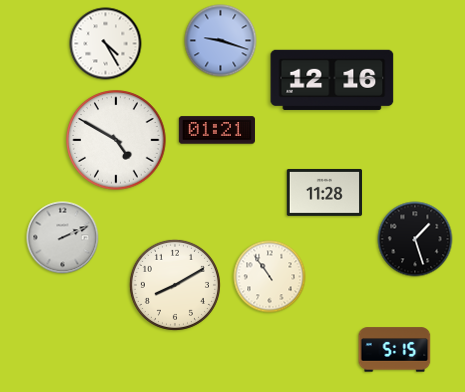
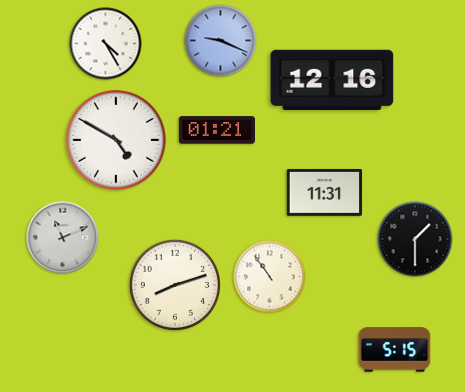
clock at (221, 41): 9:18 -> 9:19
clock at (325, 192): 11:28 -> 11:31
clock at (63, 238): 2:11 -> 11:11
clock at (415, 239): 1:27 -> 1:30
clock at (175, 285): 8:10 -> 8:12
